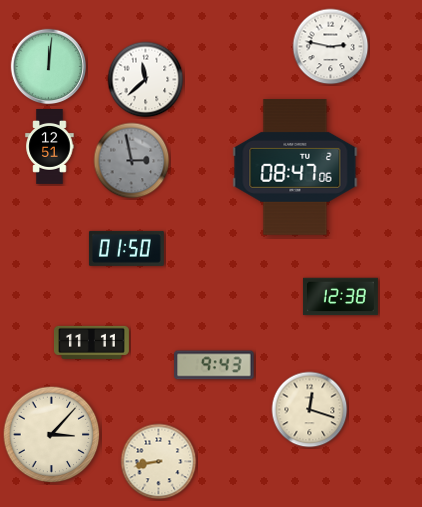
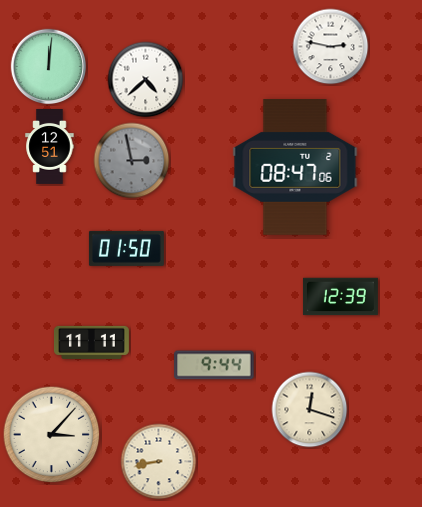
clock at (146, 80): 11:38 -> 4:38
clock at (340, 297): 12:38 -> 12:39
clock at (214, 365): 9:43 -> 9:44
